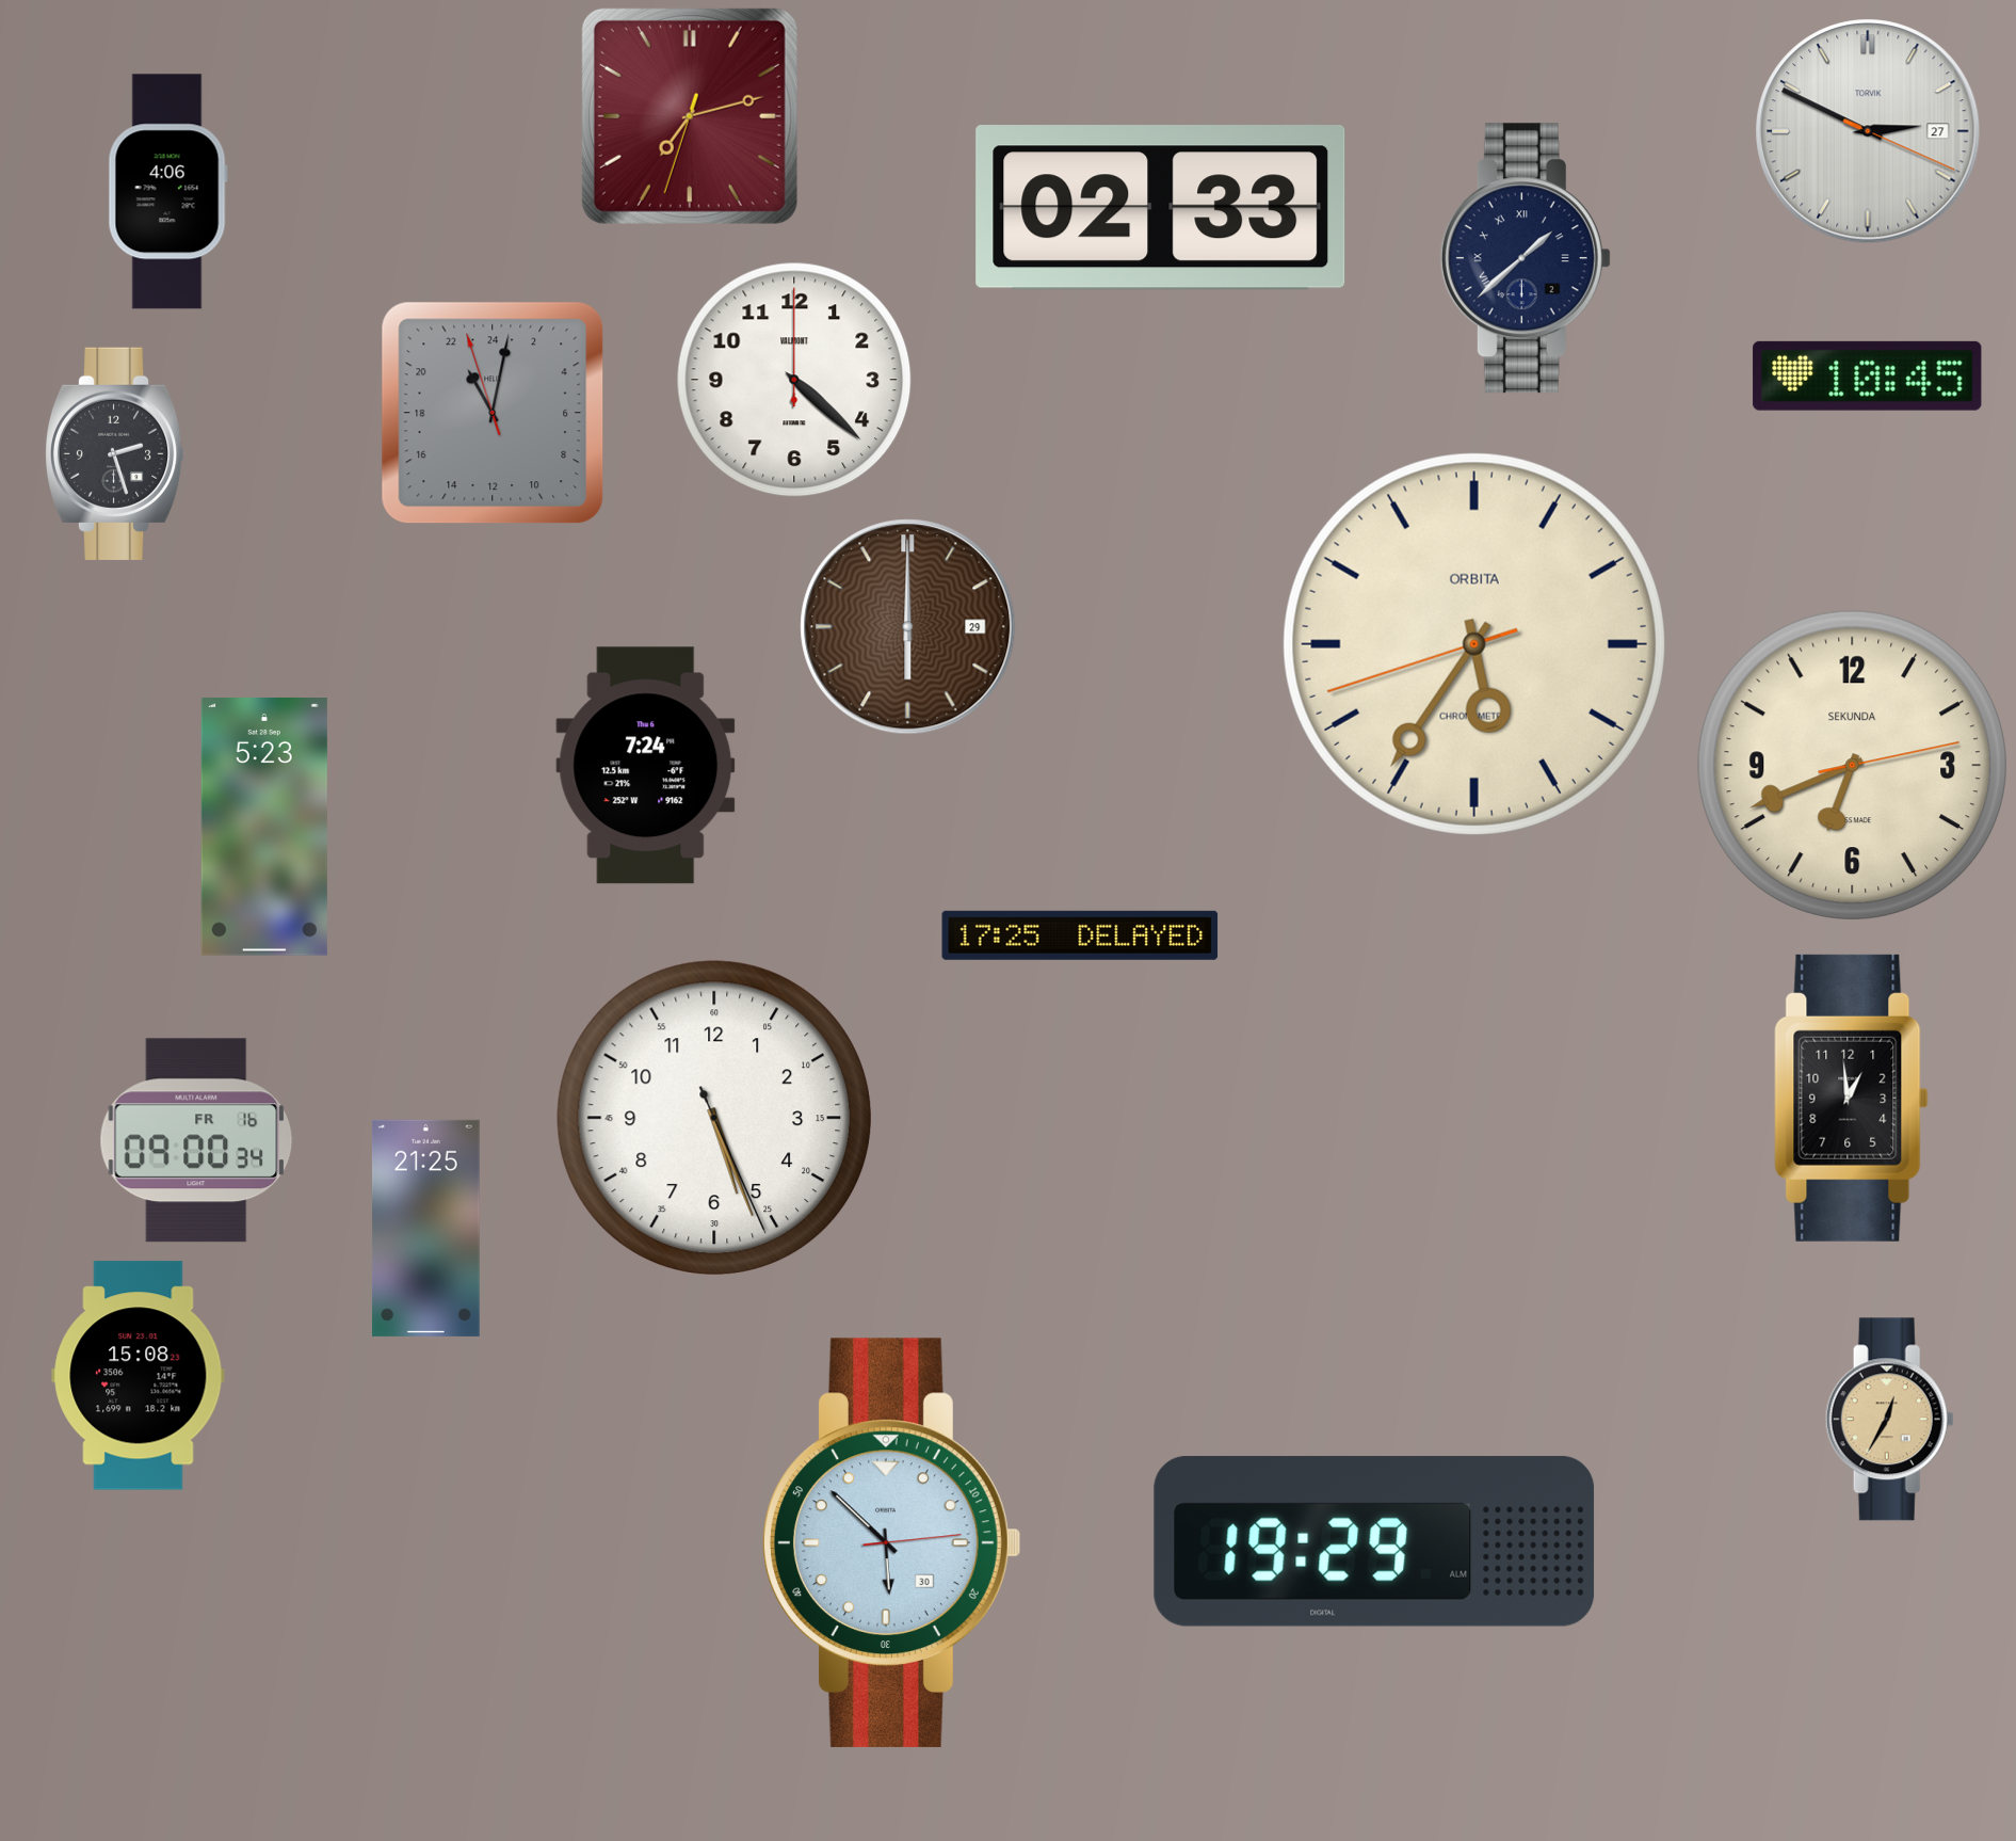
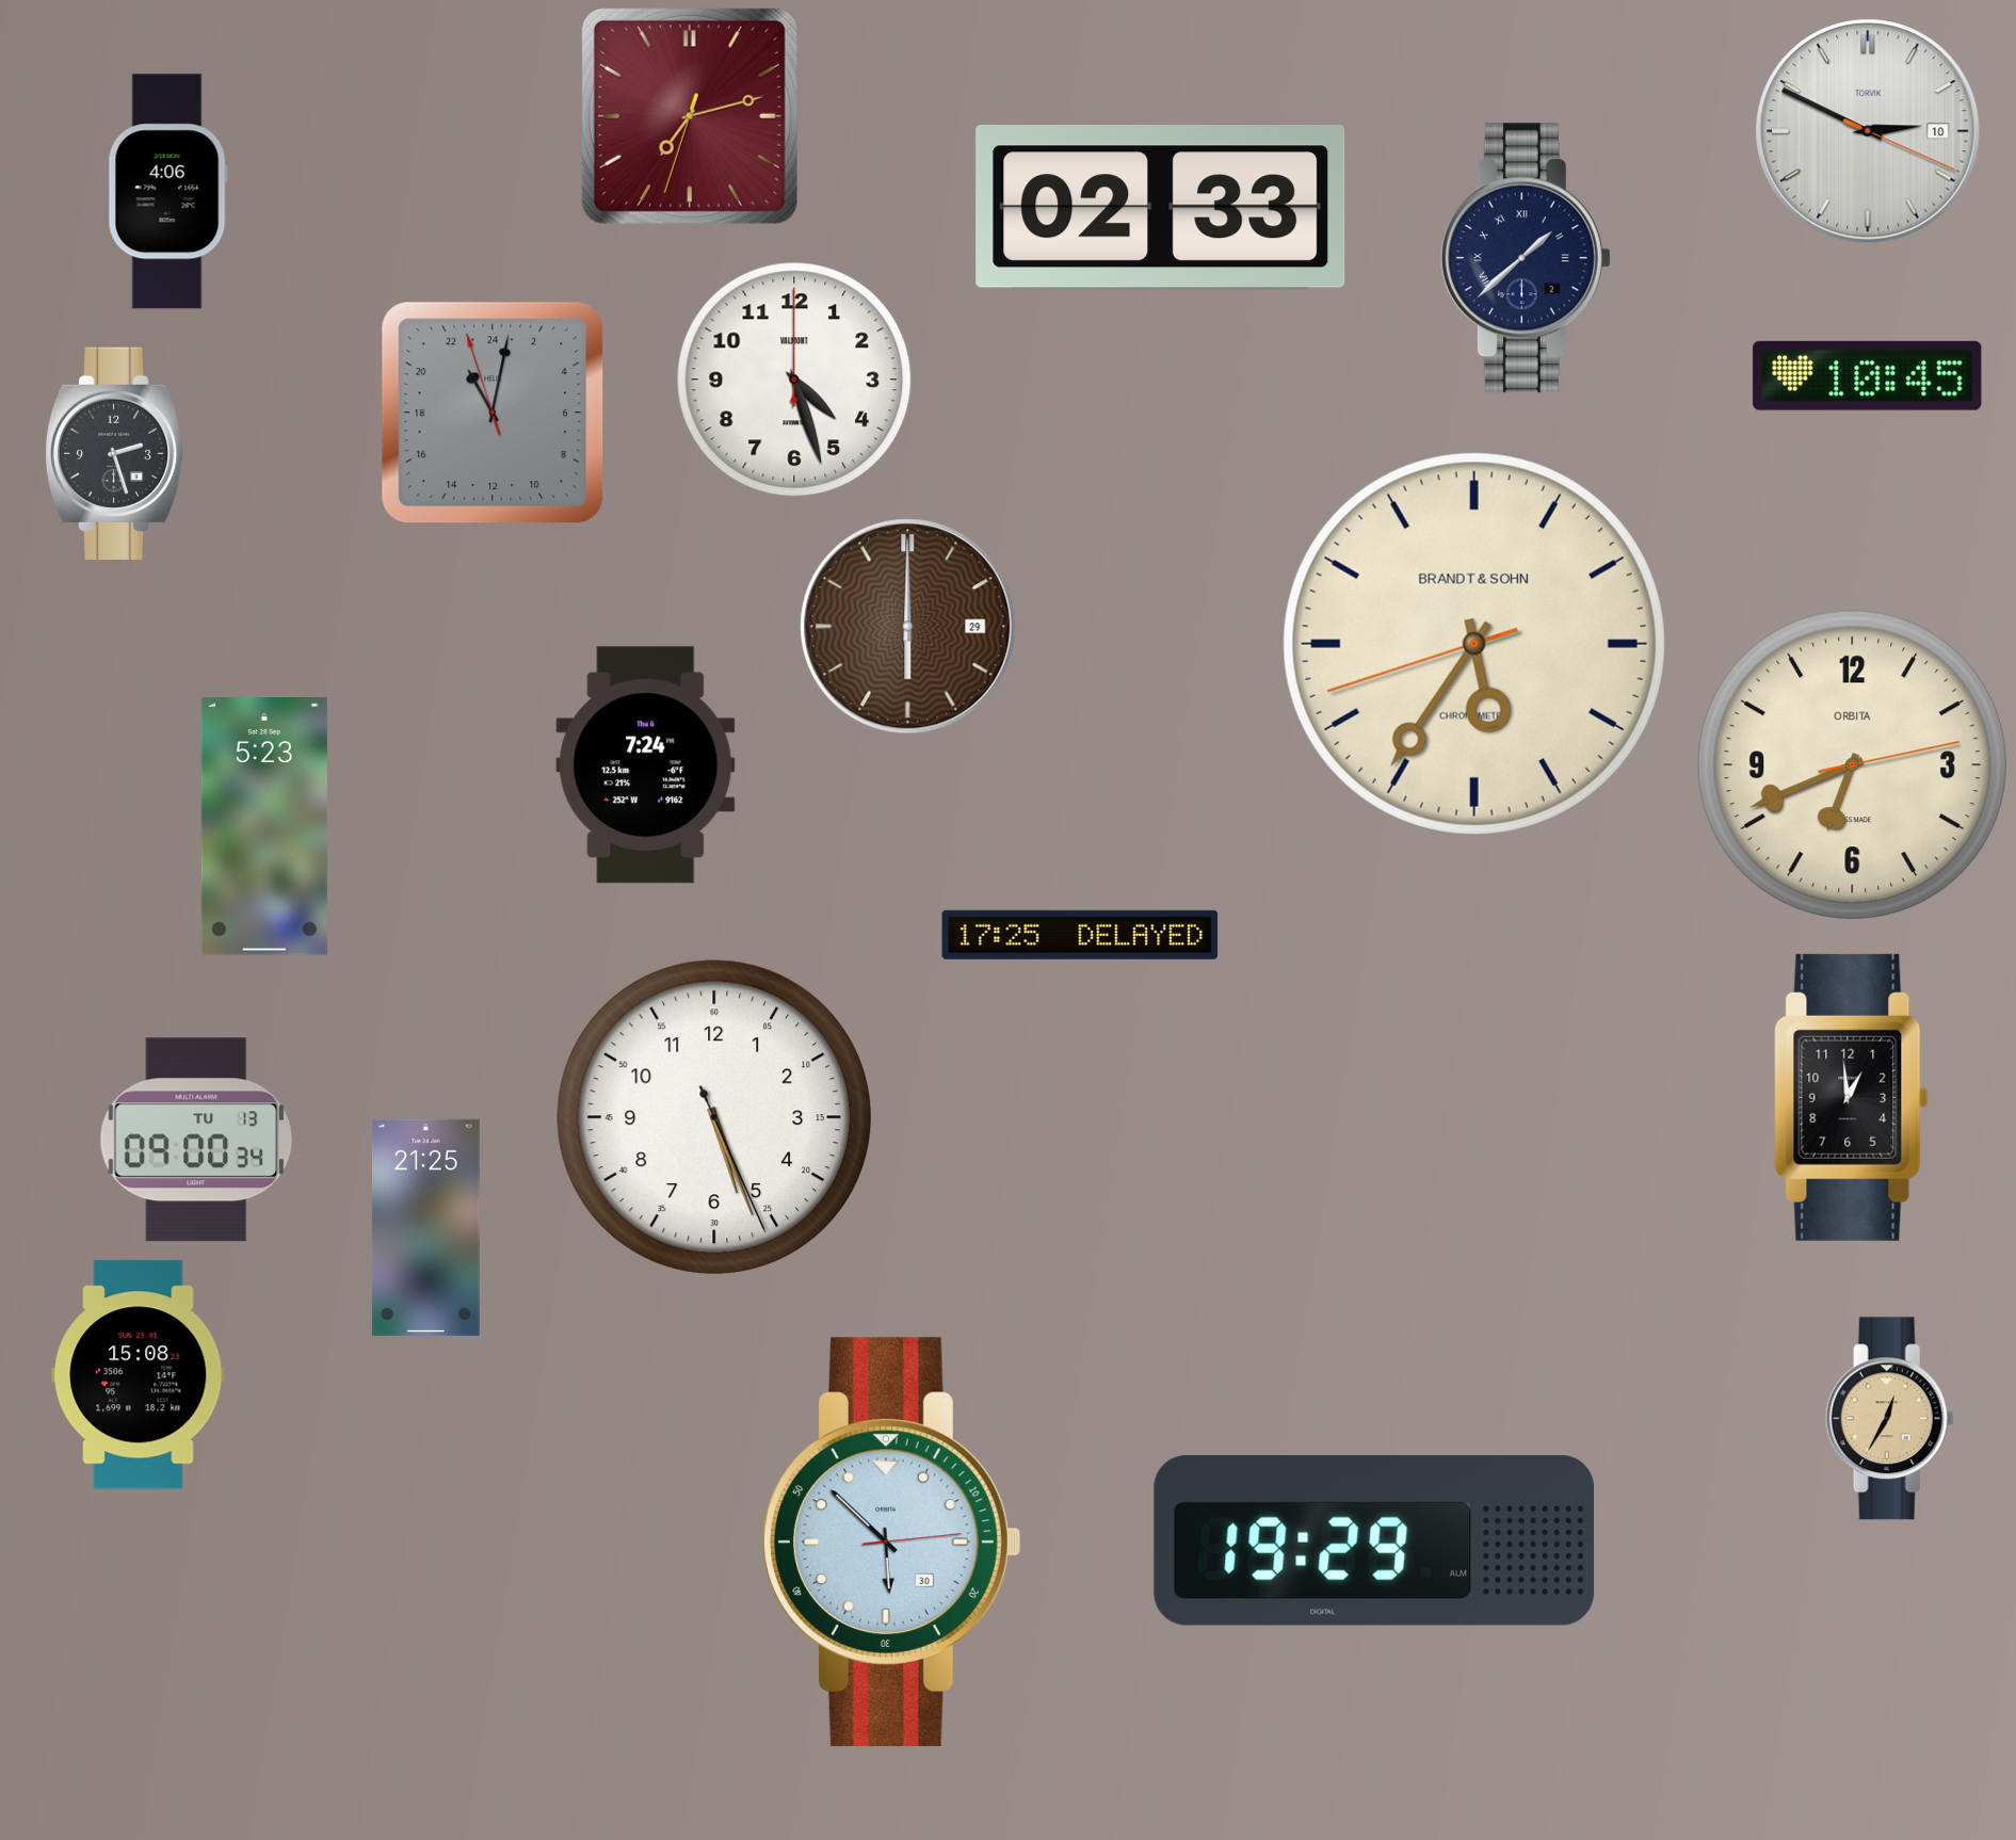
clock at (1868, 131) date: 27 -> 10
clock at (794, 380): 4:22 -> 4:27
clock at (1474, 644) brand: ORBITA -> BRANDT & SOHN
clock at (1852, 765) brand: SEKUNDA -> ORBITA
clock at (196, 1140) date: FR 16 -> TU 13
